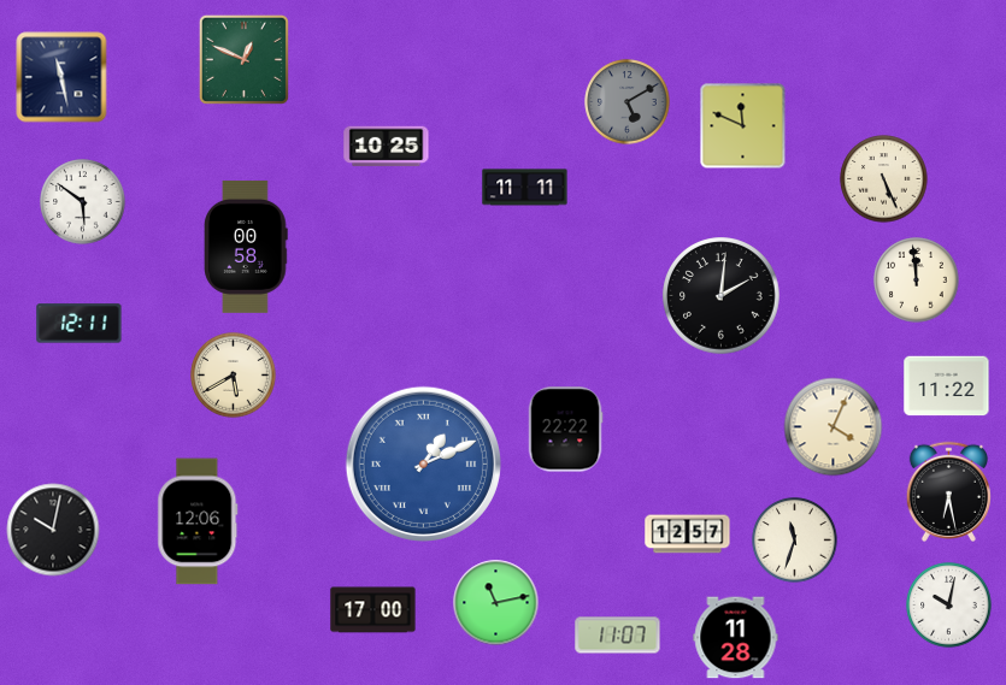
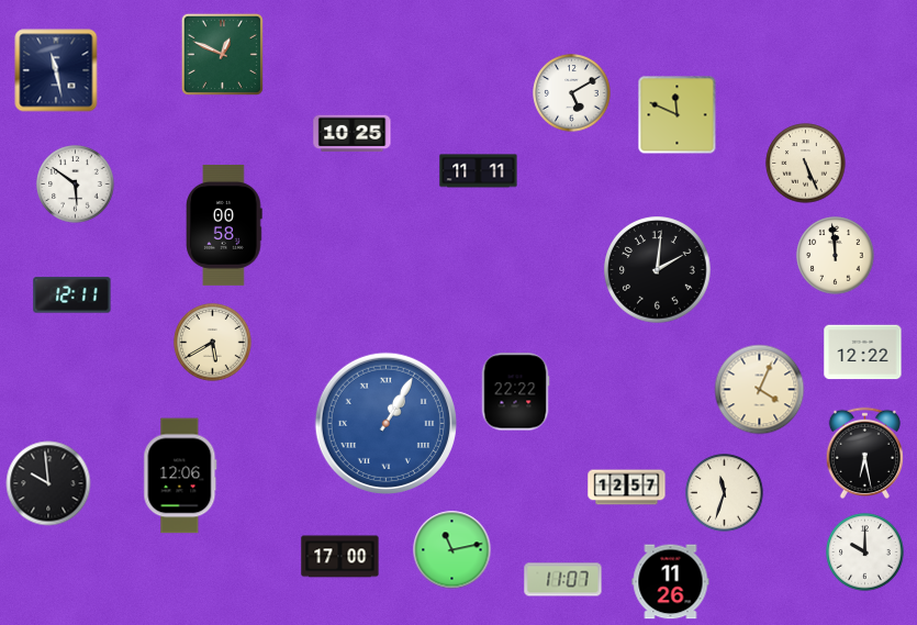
clock at (628, 102) dial: grey -> white
clock at (947, 386): 11:22 -> 12:22
clock at (423, 463): 1:11 -> 1:05
clock at (948, 491) position: (948, 491) -> (864, 453)
clock at (53, 530): 10:02 -> 9:59
clock at (949, 606): 10:02 -> 10:00
clock at (736, 638): 11:28 -> 11:26
